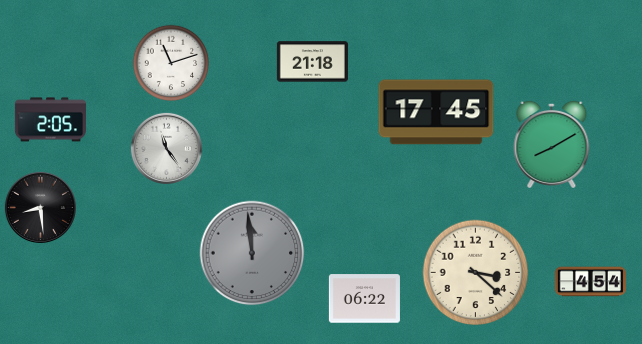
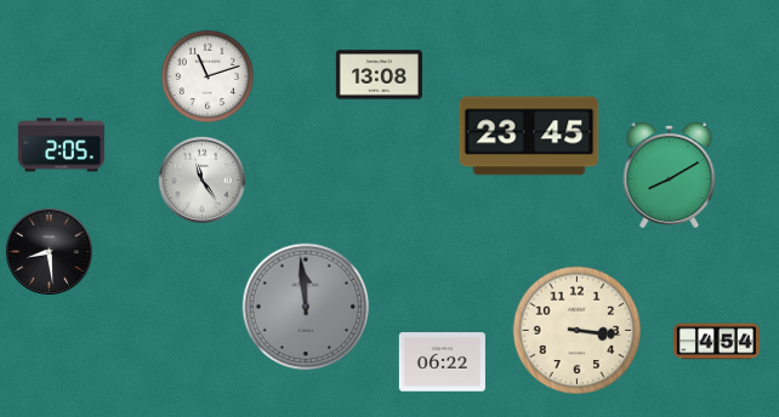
clock at (312, 62): 21:18 -> 13:08
clock at (436, 112): 17:45 -> 23:45
clock at (476, 273): 3:22 -> 3:16
